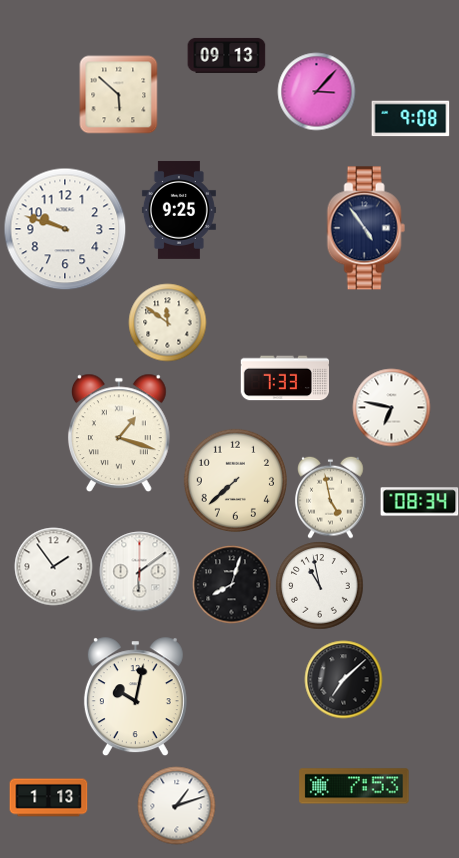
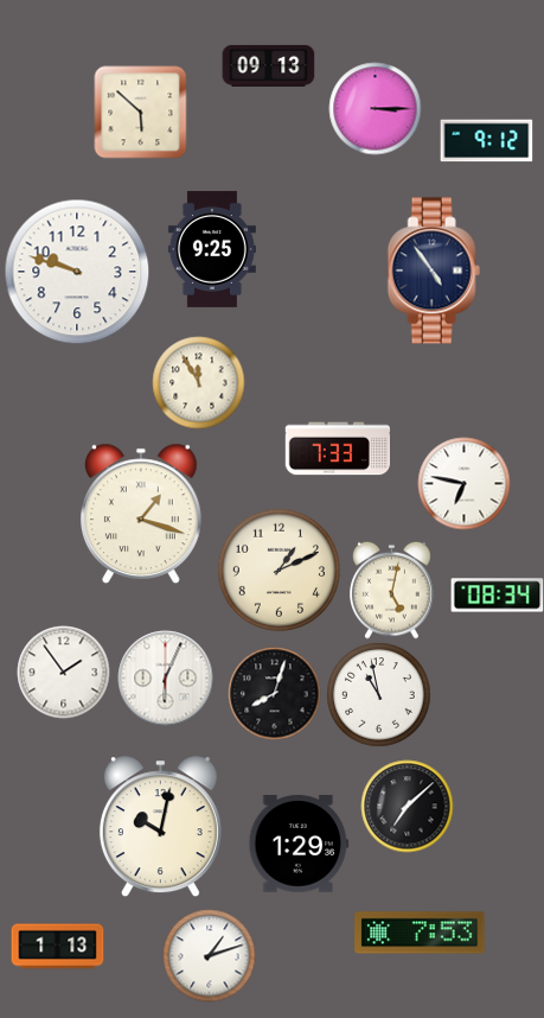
clock at (316, 91): 3:07 -> 3:15
clock at (410, 119): 9:08 -> 9:12
clock at (167, 322): 11:51 -> 11:55
clock at (235, 480): 7:38 -> 1:11
clock at (331, 497): 4:58 -> 5:02
clock at (139, 571): 6:09 -> 6:04
clock at (299, 844): none -> 1:29
